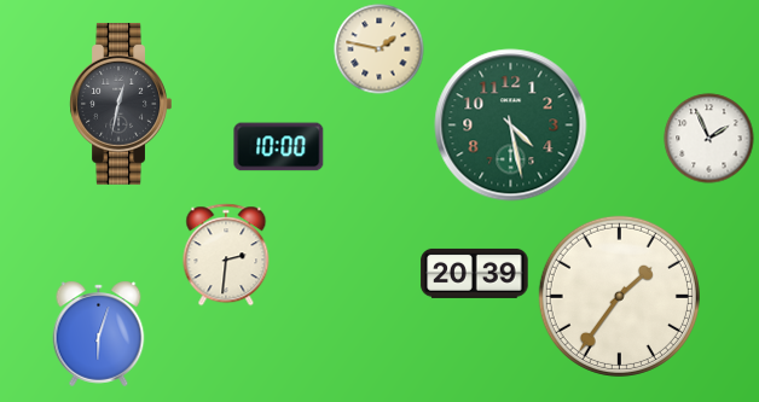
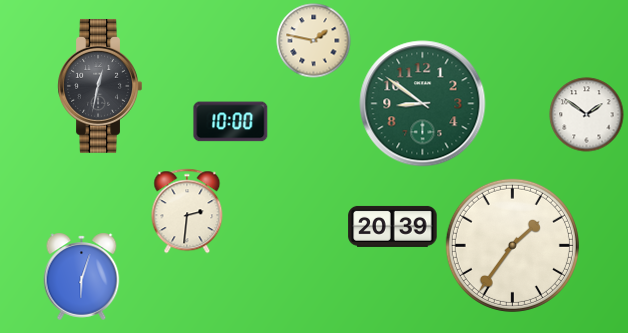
clock at (511, 126): 4:28 -> 8:51
clock at (709, 139): 1:56 -> 1:51
